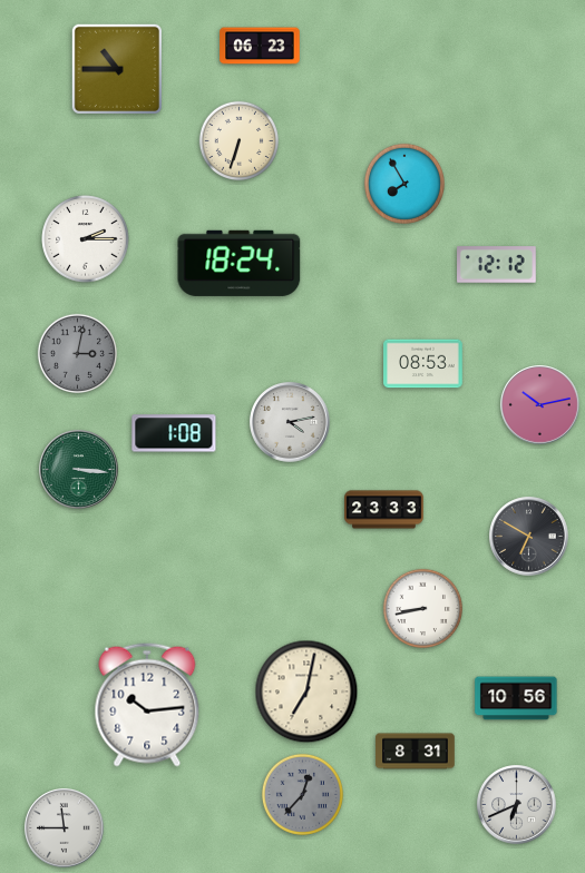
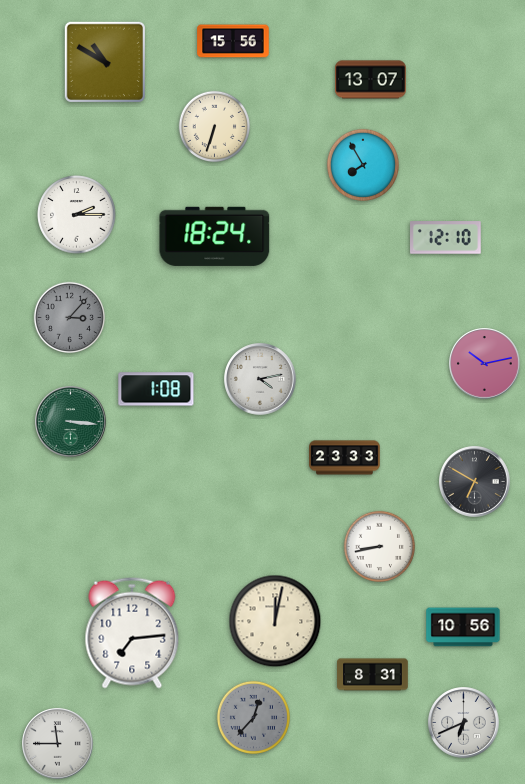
clock at (260, 46): 06:23 -> 15:56
clock at (117, 69): 10:45 -> 10:50
clock at (371, 80): none -> 13:07
clock at (497, 265): 12:12 -> 12:10
clock at (78, 354): 3:02 -> 3:07
clock at (423, 364): 08:53 -> none
clock at (306, 691): 7:02 -> 12:02
clock at (147, 705): 10:14 -> 7:14
clock at (302, 794) position: (302, 794) -> (253, 717)
